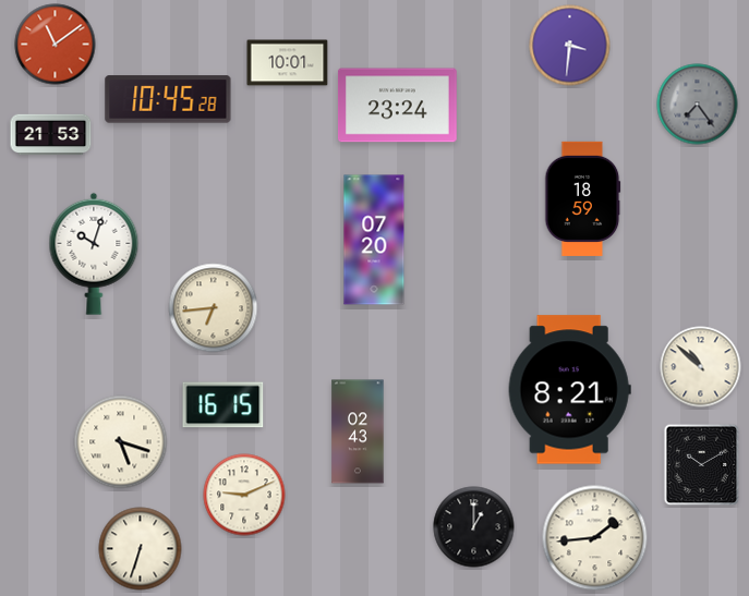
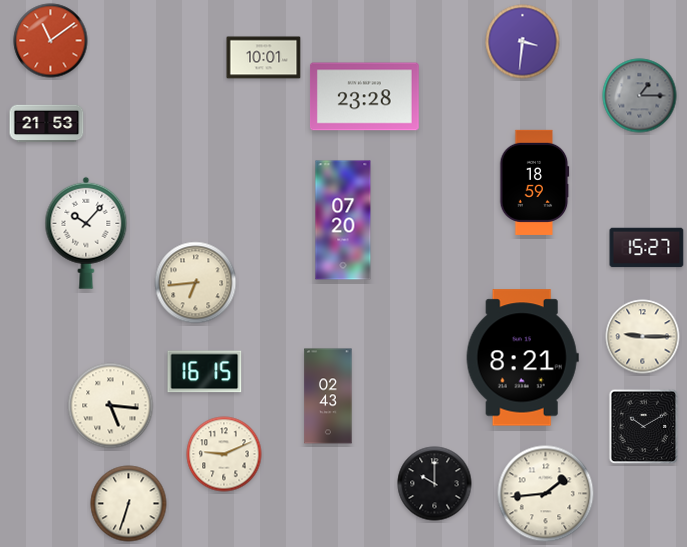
clock at (168, 99): 10:45 -> none
clock at (698, 105): 7:24 -> 1:15
clock at (397, 106): 23:24 -> 23:28
clock at (94, 254): 10:03 -> 10:07
clock at (647, 248): none -> 15:27
clock at (701, 367): 10:52 -> 9:15
clock at (121, 442): 5:18 -> 5:16
clock at (474, 527): 1:00 -> 10:00
